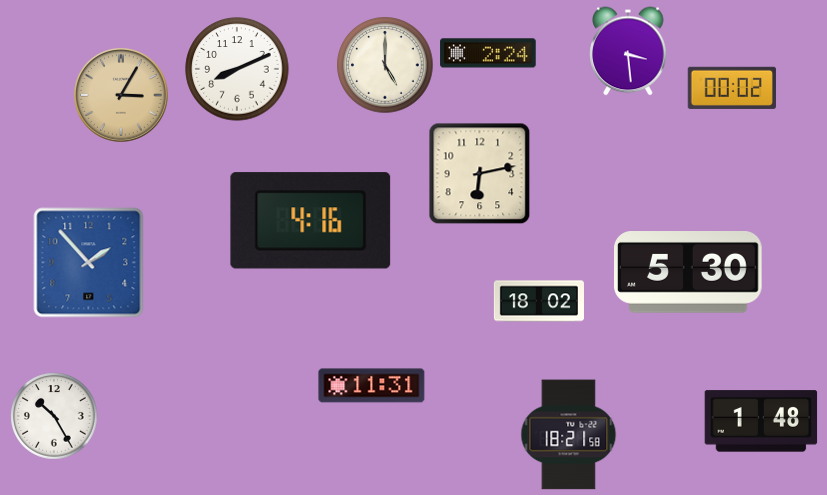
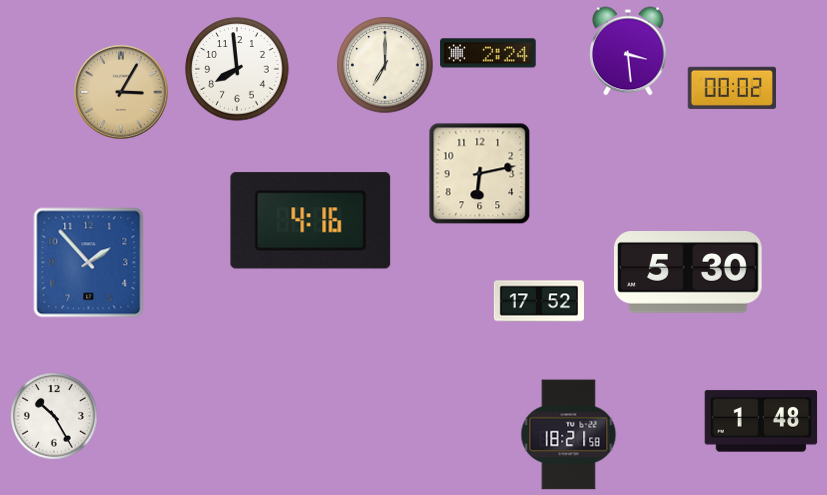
clock at (385, 65): 5:00 -> 7:00
clock at (237, 69): 8:11 -> 7:59
clock at (122, 96) position: (122, 96) -> (122, 93)
clock at (539, 301): 18:02 -> 17:52
clock at (372, 386): 11:31 -> none
